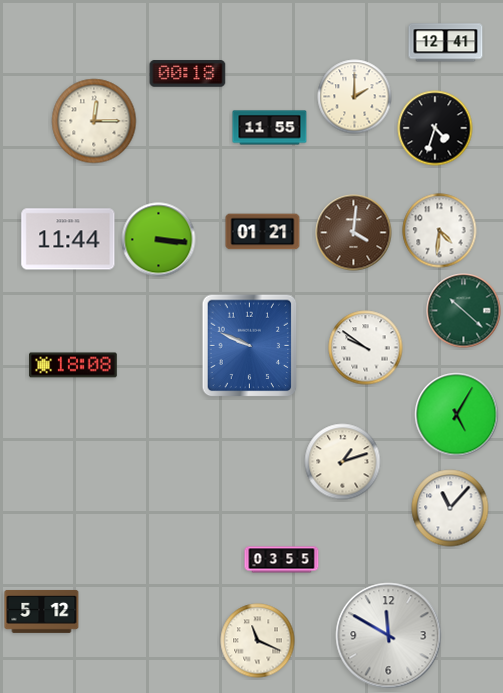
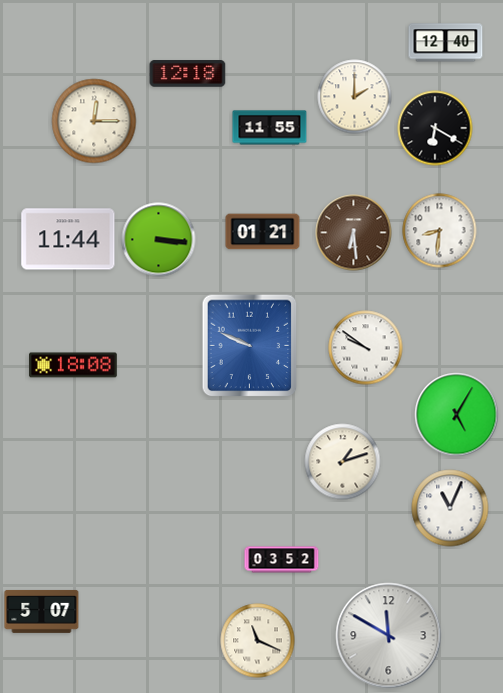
clock at (446, 43): 12:41 -> 12:40
clock at (188, 74): 00:18 -> 12:18
clock at (435, 128): 4:33 -> 6:20
clock at (440, 231): 4:31 -> 8:31
clock at (354, 233): 4:01 -> 6:29
clock at (464, 311): 10:22 -> none
clock at (450, 508): 11:07 -> 11:04
clock at (282, 560): 03:55 -> 03:52
clock at (42, 611): 5:12 -> 5:07
